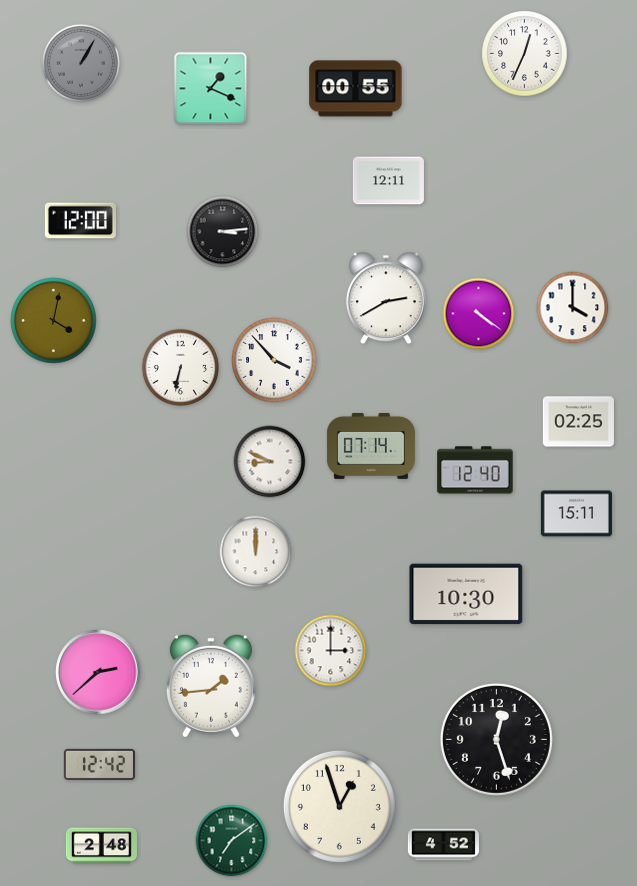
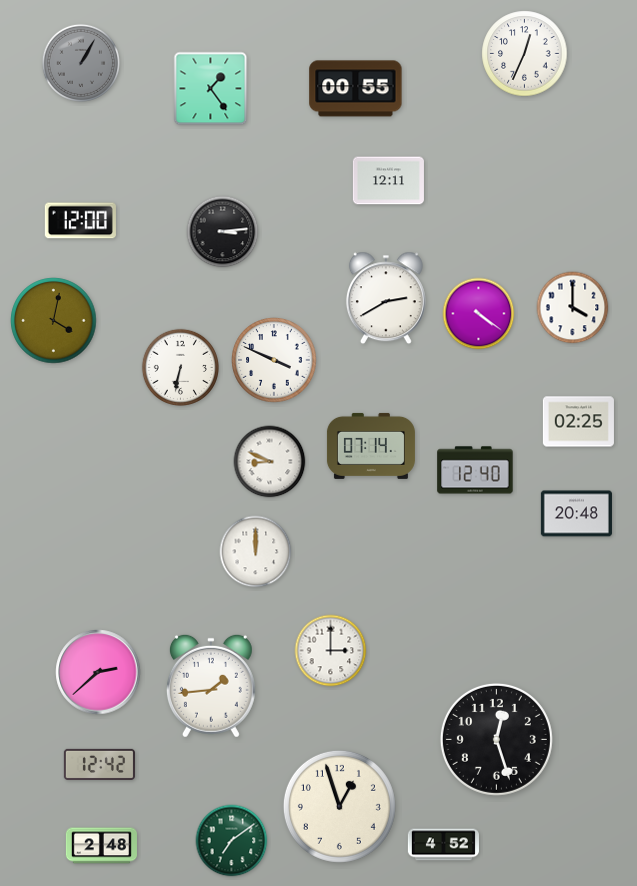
clock at (211, 89): 1:19 -> 1:24
clock at (274, 360): 3:53 -> 3:49
clock at (576, 514): 15:11 -> 20:48
clock at (466, 594): 10:30 -> none
